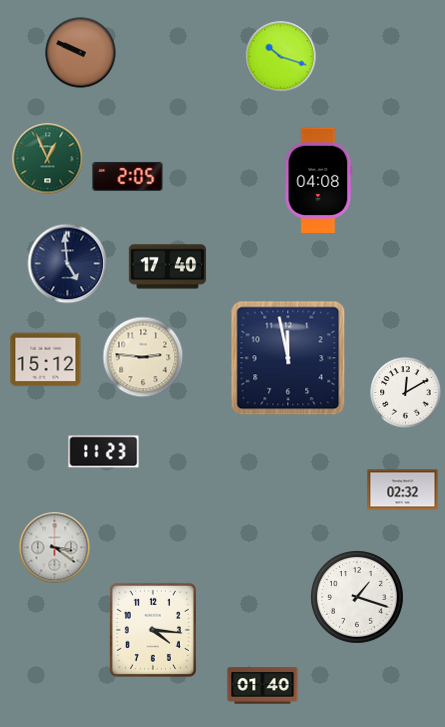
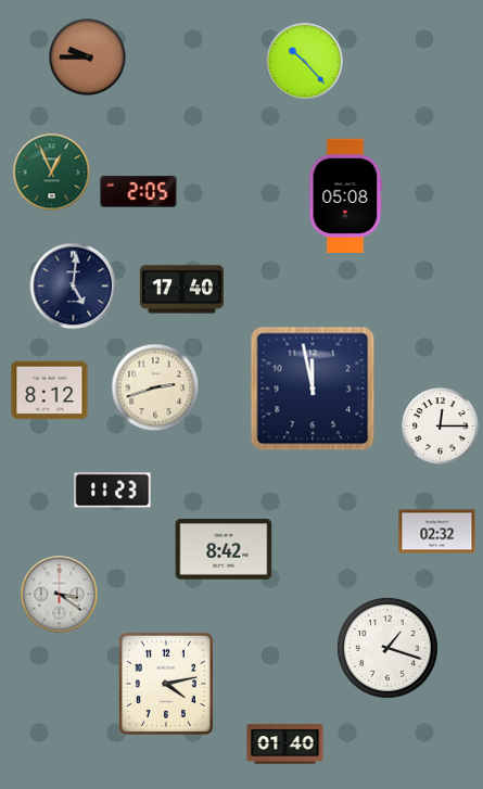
clock at (81, 53): 9:49 -> 9:45
clock at (281, 57): 10:18 -> 10:23
clock at (319, 180): 04:08 -> 05:08
clock at (68, 264): 4:59 -> 5:01
clock at (143, 357): 2:46 -> 2:42
clock at (46, 360): 15:12 -> 8:12
clock at (406, 393): 12:10 -> 12:15
clock at (224, 549): none -> 8:42
clock at (153, 630): 4:16 -> 4:13
